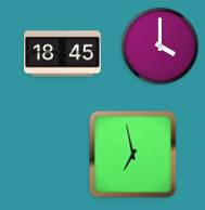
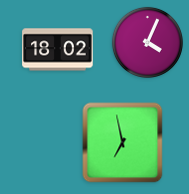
clock at (159, 45): 4:00 -> 4:04
clock at (63, 54): 18:45 -> 18:02
